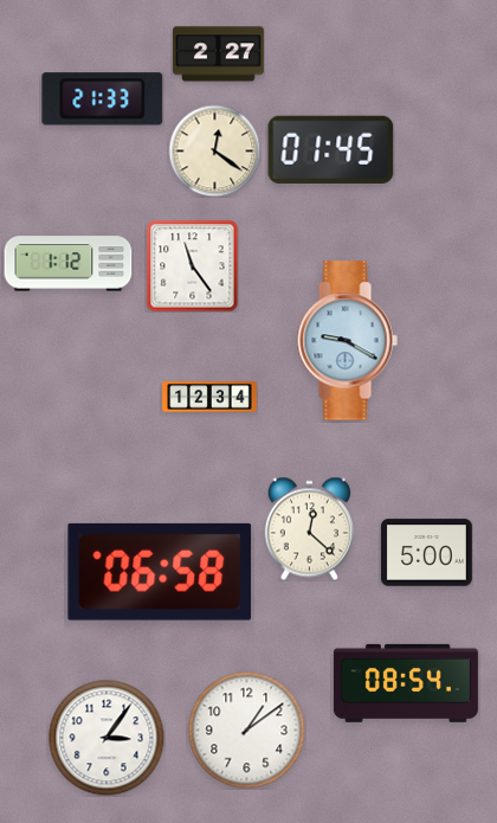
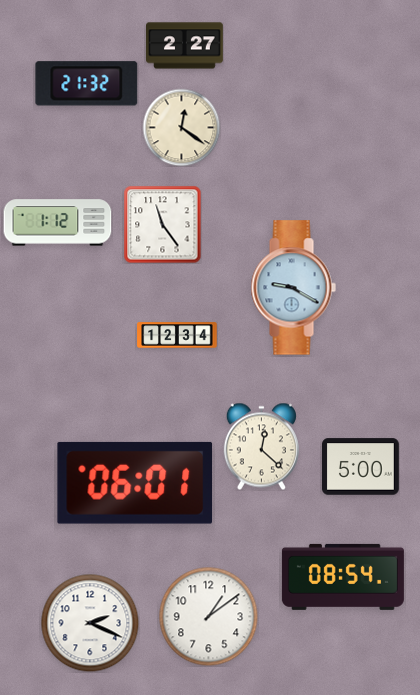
clock at (103, 99): 21:33 -> 21:32
clock at (331, 149): 01:45 -> none
clock at (160, 572): 06:58 -> 06:01
clock at (106, 738): 3:06 -> 2:19
